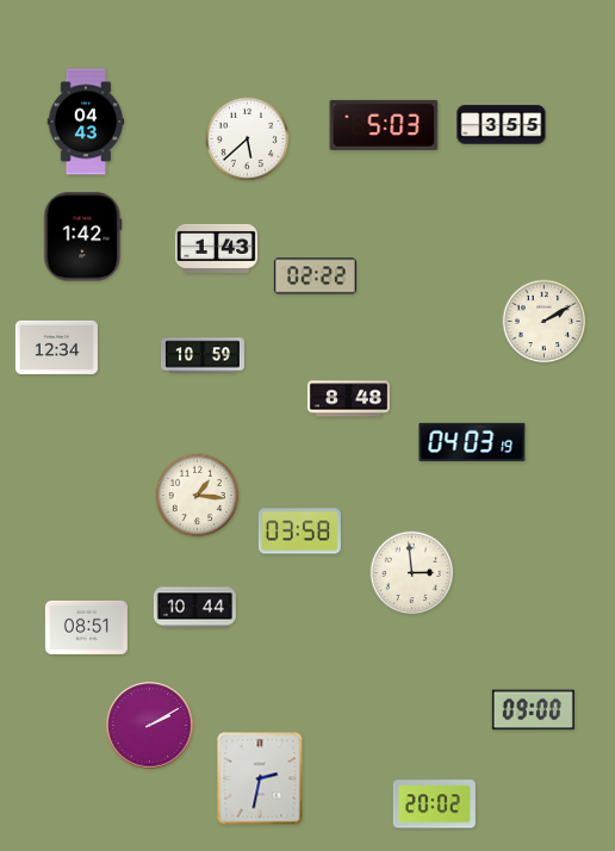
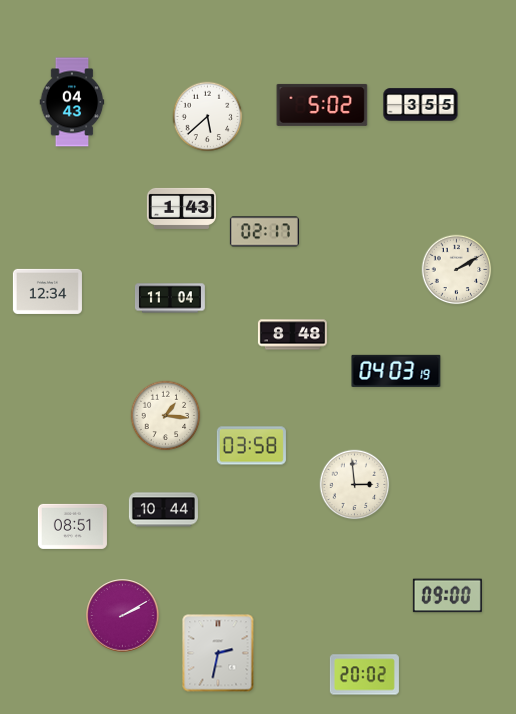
clock at (384, 125): 5:03 -> 5:02
clock at (83, 237): 1:42 -> none
clock at (315, 277): 02:22 -> 02:17
clock at (203, 355): 10:59 -> 11:04
clock at (412, 573) position: (412, 573) -> (355, 485)
clock at (150, 726) position: (150, 726) -> (123, 616)
